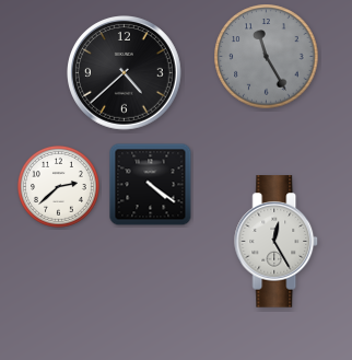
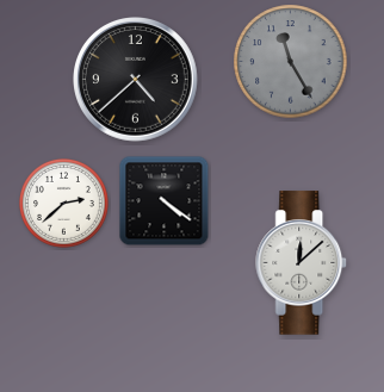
clock at (277, 242): 12:25 -> 12:08
